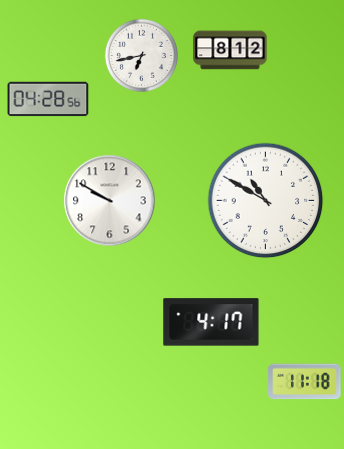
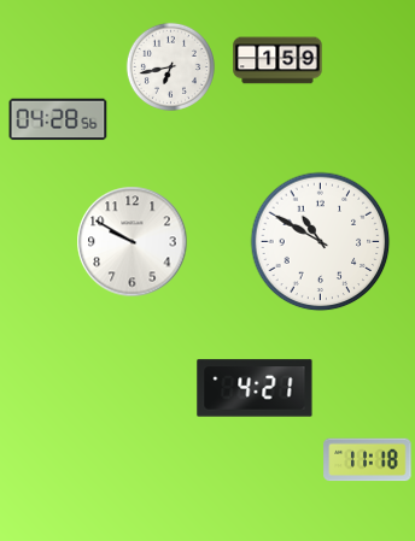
clock at (230, 50): 8:12 -> 1:59
clock at (211, 322): 4:17 -> 4:21
